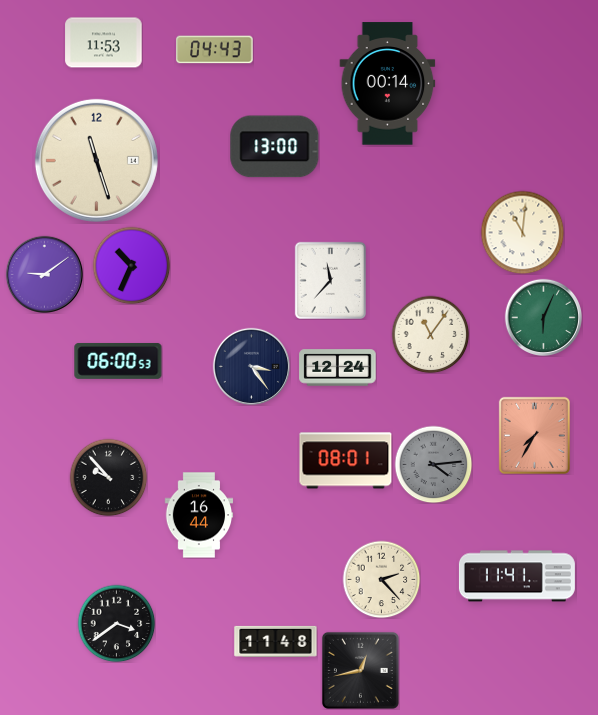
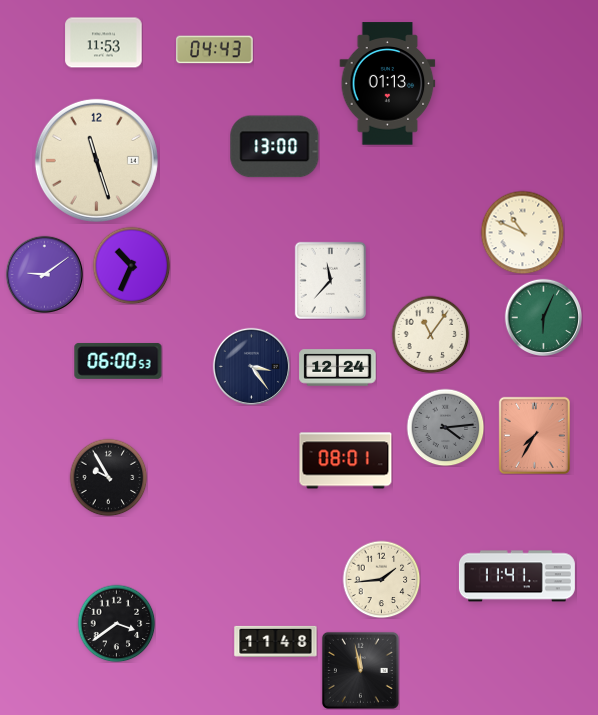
clock at (388, 84): 00:14 -> 01:13
clock at (522, 232): 11:01 -> 10:49
clock at (433, 464) position: (433, 464) -> (445, 427)
clock at (108, 477): 9:53 -> 9:55
clock at (199, 515): 16:44 -> none
clock at (381, 579): 2:23 -> 1:44
clock at (360, 670): 12:43 -> 11:58
